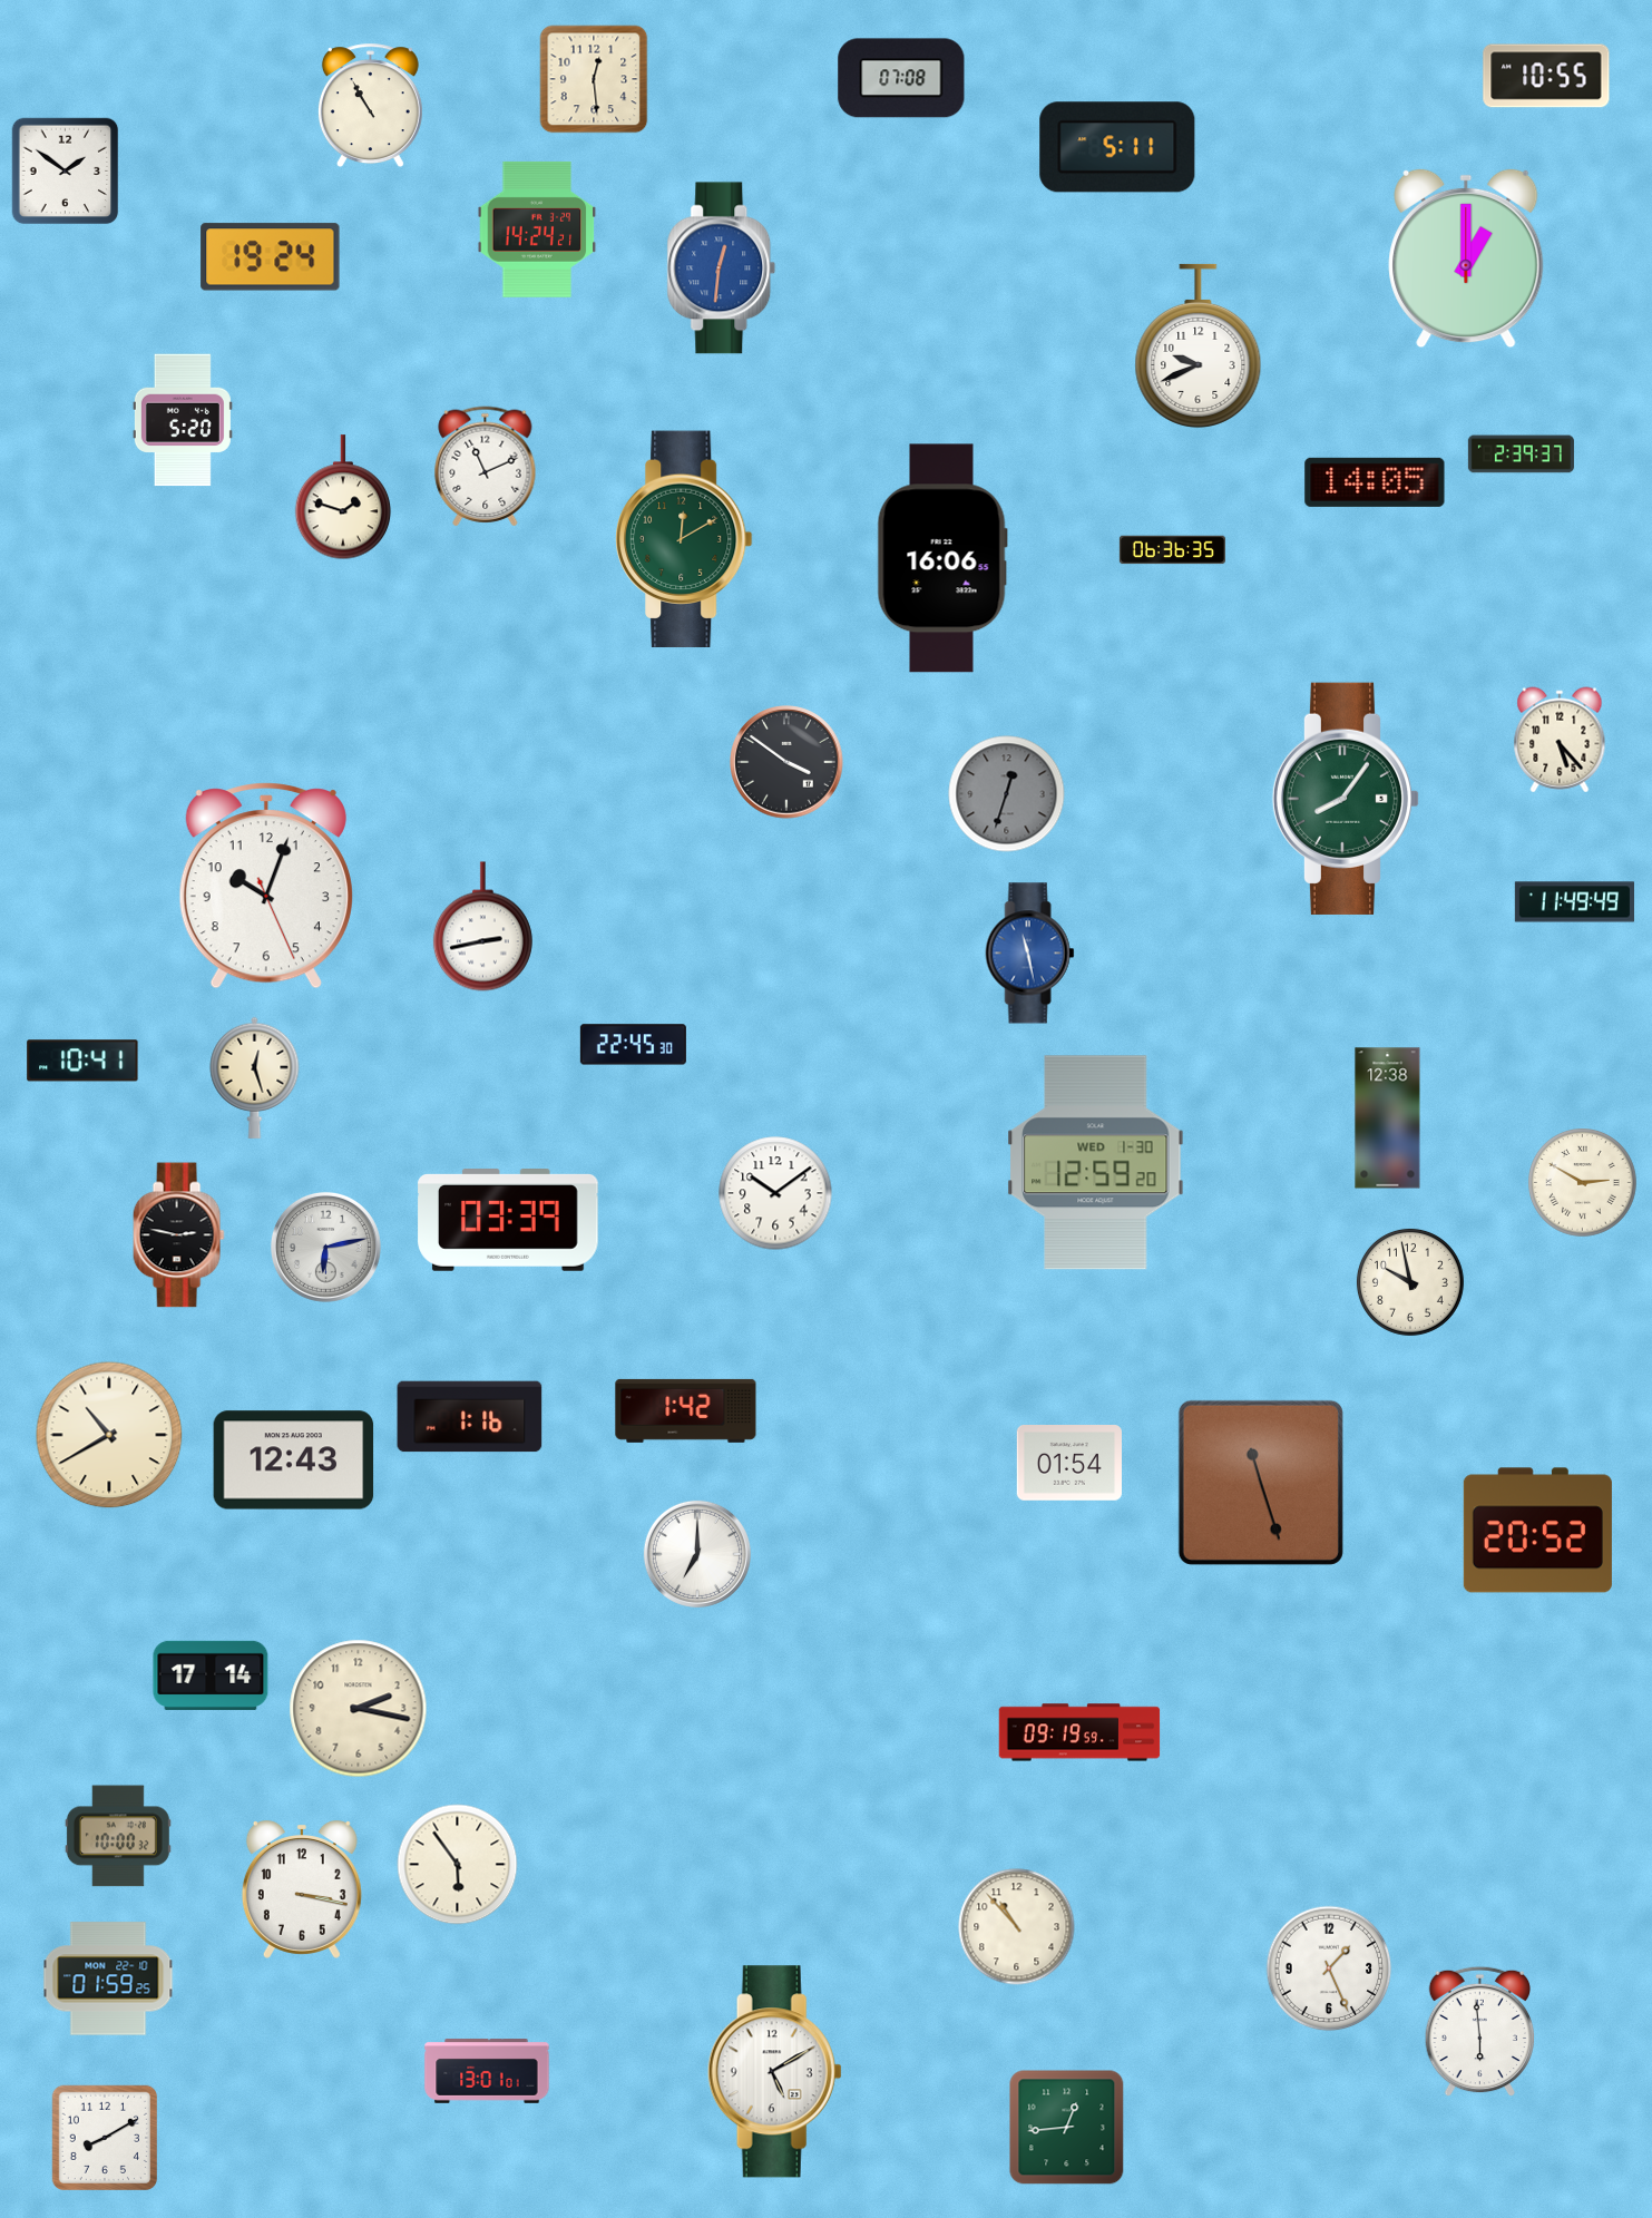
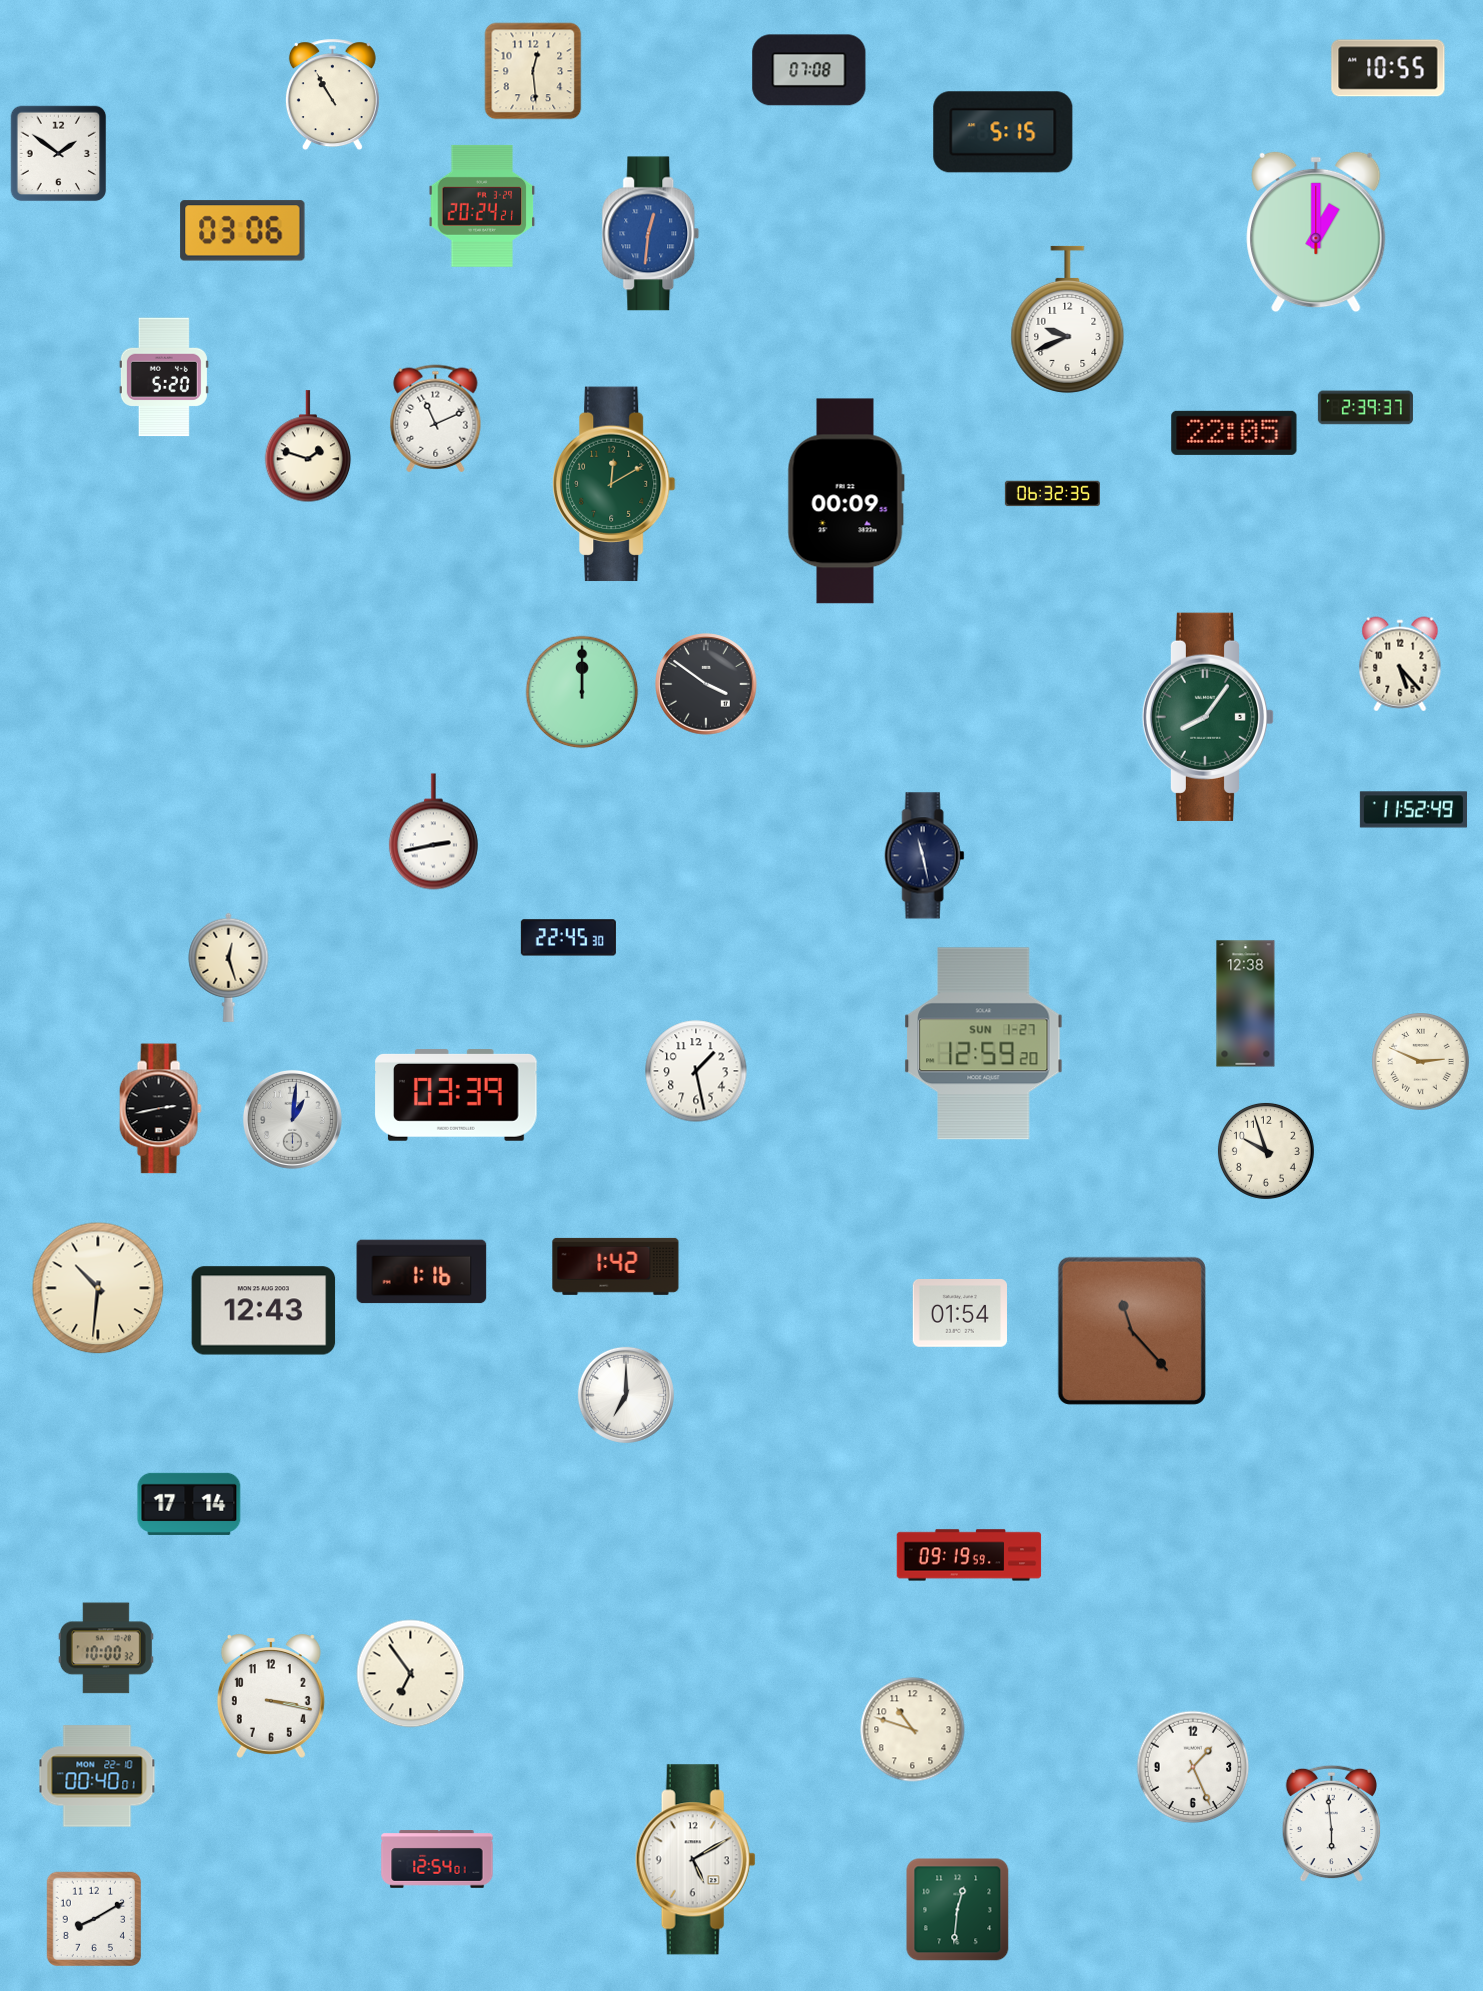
clock at (1117, 147): 5:11 -> 5:15
clock at (537, 229): 14:24 -> 20:24
clock at (271, 257): 19:24 -> 03:06
clock at (722, 268) position: (722, 268) -> (651, 234)
clock at (1199, 345) position: (1199, 345) -> (1068, 319)
clock at (1375, 482): 14:05 -> 22:05
clock at (1172, 550): 06:36 -> 06:32
clock at (942, 558): 16:06 -> 00:09
clock at (582, 692): none -> 12:00
clock at (1007, 794): 12:33 -> none
clock at (266, 886): 10:03 -> none
clock at (1574, 902): 11:49 -> 11:52
clock at (1030, 954) dial: blue -> navy
clock at (82, 1061): 10:41 -> none
clock at (1096, 1163) date: WED 1-30 -> SUN 1-27
clock at (1583, 1183): 2:50 -> 2:49
clock at (775, 1193): 10:09 -> 1:28
clock at (178, 1235): 2:47 -> 2:43
clock at (325, 1247): 6:13 -> 1:01
clock at (1410, 1282): 9:58 -> 9:57
clock at (109, 1435): 10:40 -> 10:31
clock at (1261, 1483): 11:27 -> 11:23
clock at (1537, 1531): 20:52 -> none
clock at (359, 1709): 2:17 -> none
clock at (458, 1865): 5:54 -> 6:54
clock at (1017, 1927): 10:53 -> 10:48
clock at (108, 1978): 01:59 -> 00:40
clock at (1480, 2032) position: (1480, 2032) -> (1332, 1824)
clock at (487, 2071): 13:01 -> 12:54
clock at (1067, 2128): 12:44 -> 12:31
